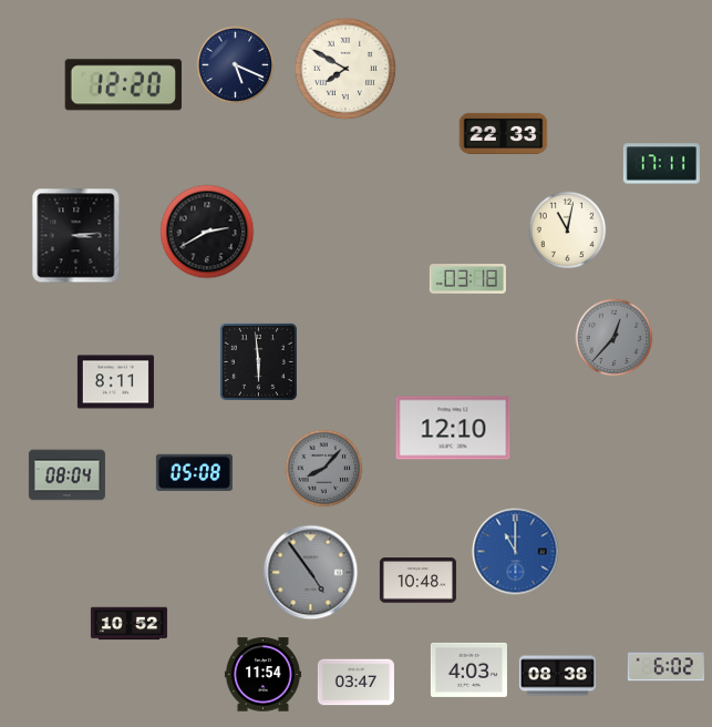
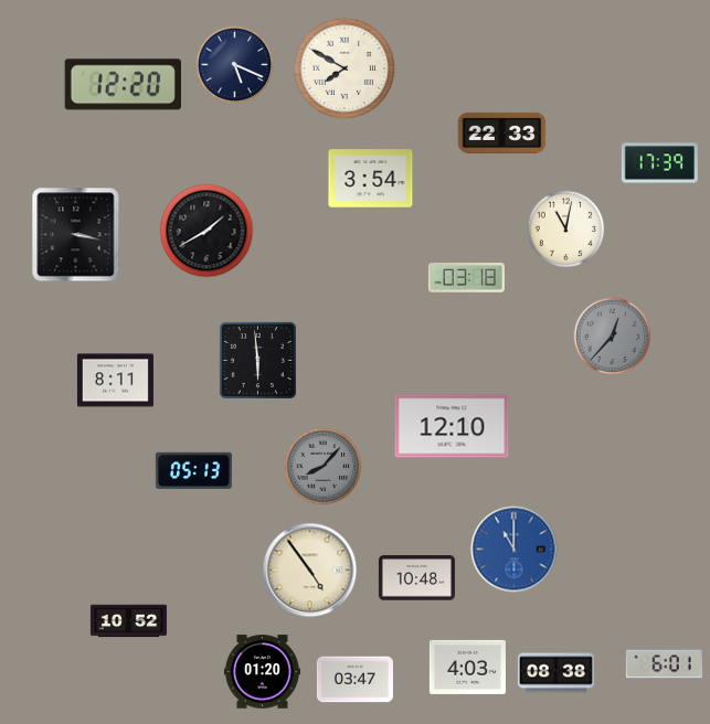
clock at (661, 164): 17:11 -> 17:39
clock at (371, 179): none -> 3:54
clock at (207, 232): 2:40 -> 1:40
clock at (76, 236): 3:14 -> 3:17
clock at (194, 472): 05:08 -> 05:13
clock at (66, 475): 08:04 -> none
clock at (311, 573) dial: grey -> cream
clock at (665, 667): 6:02 -> 6:01
clock at (262, 675): 11:54 -> 01:20
